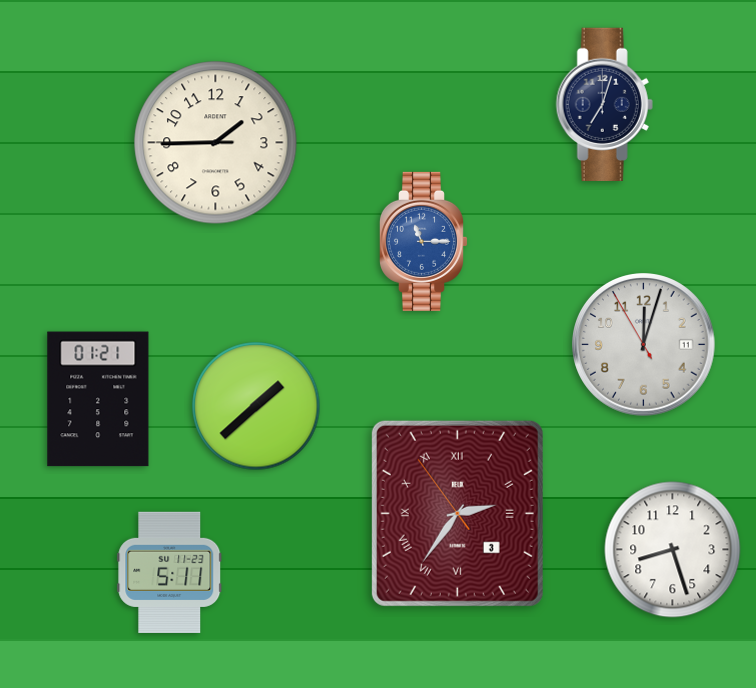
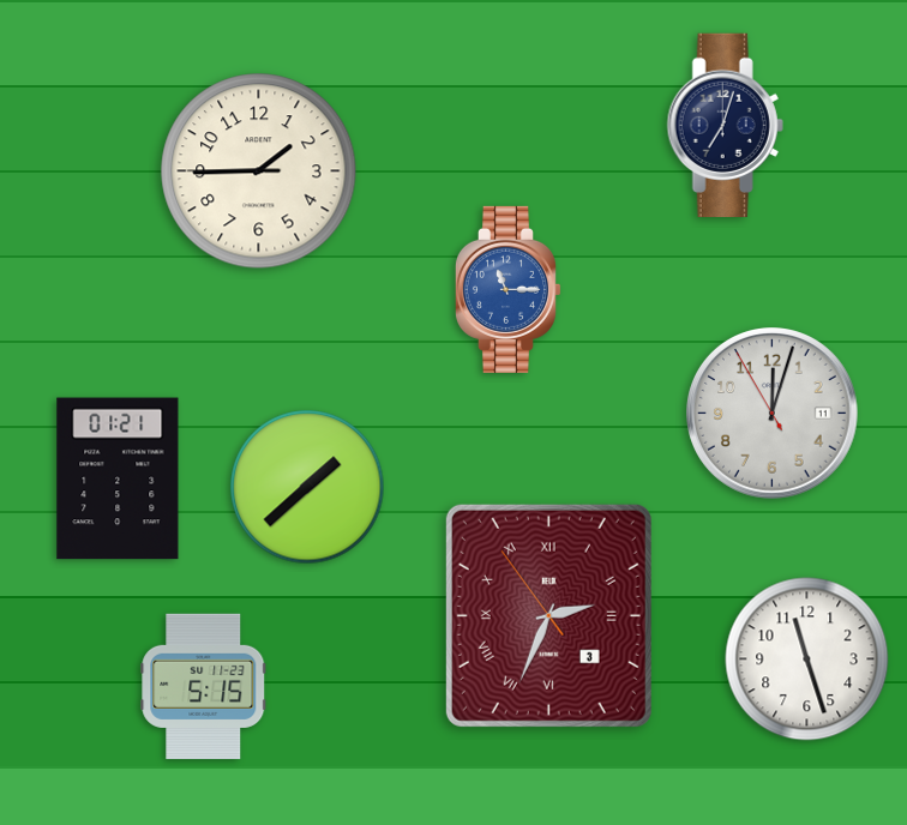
clock at (457, 513): 2:35 -> 2:33
clock at (673, 550): 8:27 -> 11:27
clock at (170, 572): 5:11 -> 5:15
